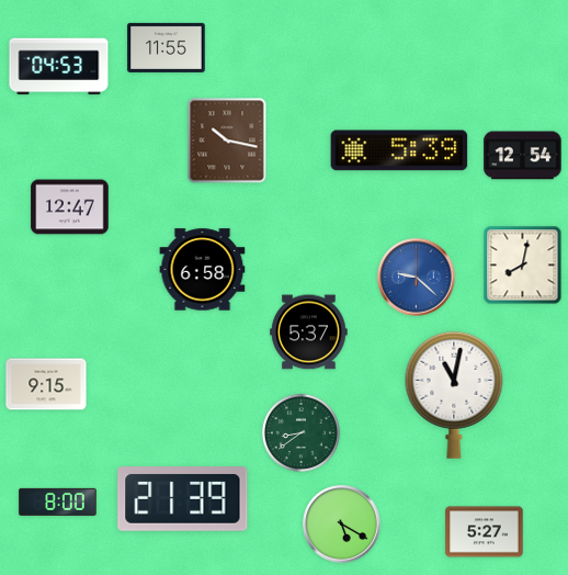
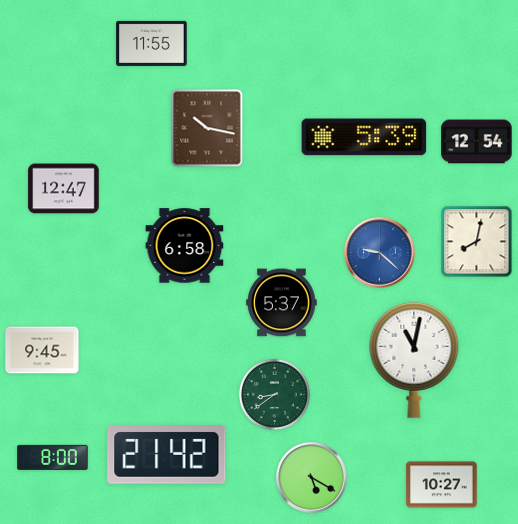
clock at (59, 67): 04:53 -> none
clock at (46, 384): 9:15 -> 9:45
clock at (183, 499): 21:39 -> 21:42
clock at (485, 532): 5:27 -> 10:27
